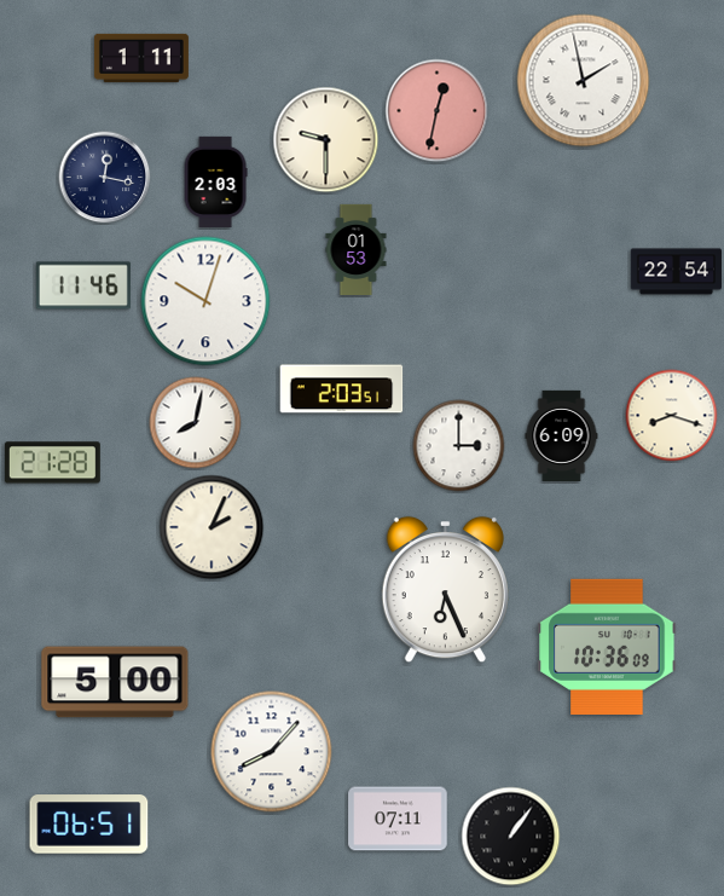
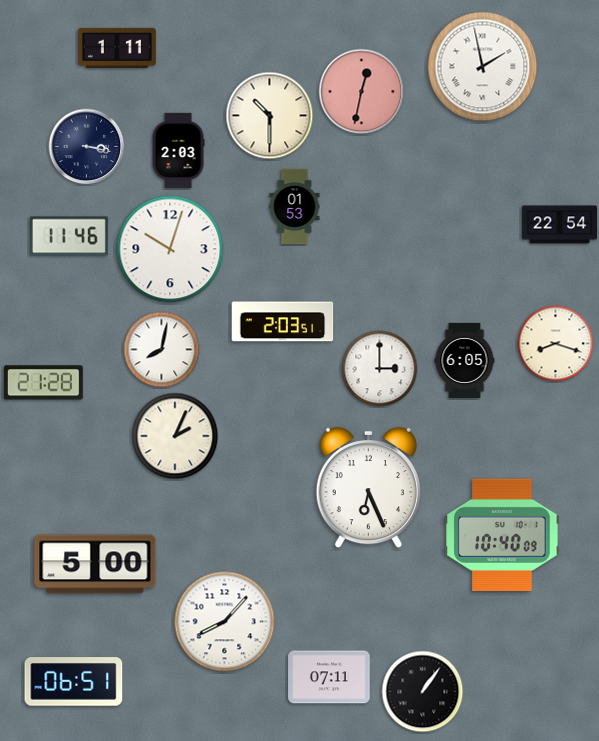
clock at (326, 140): 9:30 -> 10:30
clock at (105, 178): 12:17 -> 3:17
clock at (562, 435): 6:09 -> 6:05
clock at (607, 647): 10:36 -> 10:40
